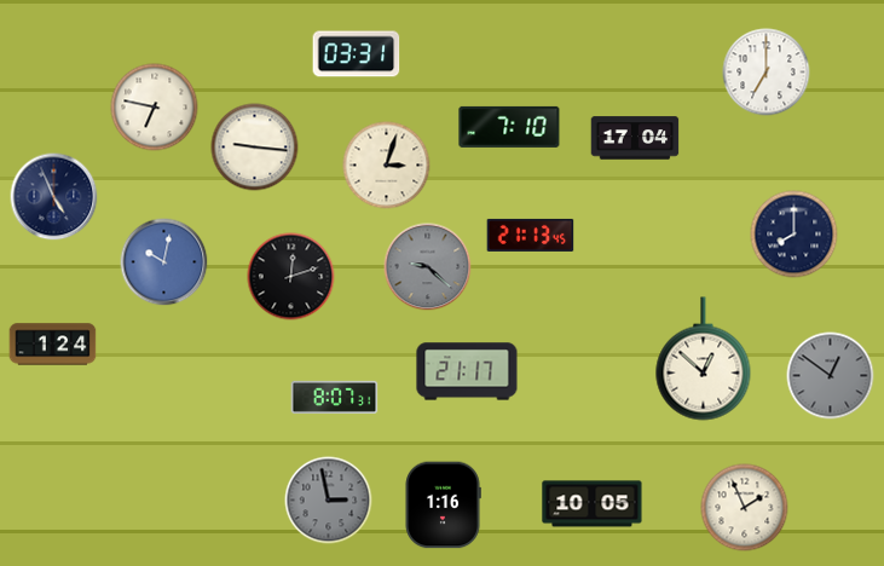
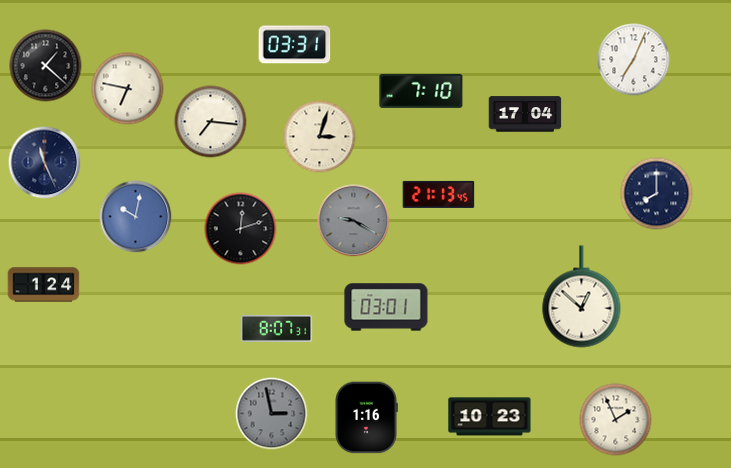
clock at (767, 73): 7:00 -> 7:04
clock at (46, 66): none -> 1:22
clock at (509, 127) position: (509, 127) -> (421, 91)
clock at (255, 148): 9:16 -> 7:16
clock at (54, 197): 4:56 -> 11:26
clock at (428, 267): 9:22 -> 9:20
clock at (467, 371): 21:17 -> 03:01
clock at (831, 376): 12:51 -> none
clock at (593, 504): 10:05 -> 10:23
